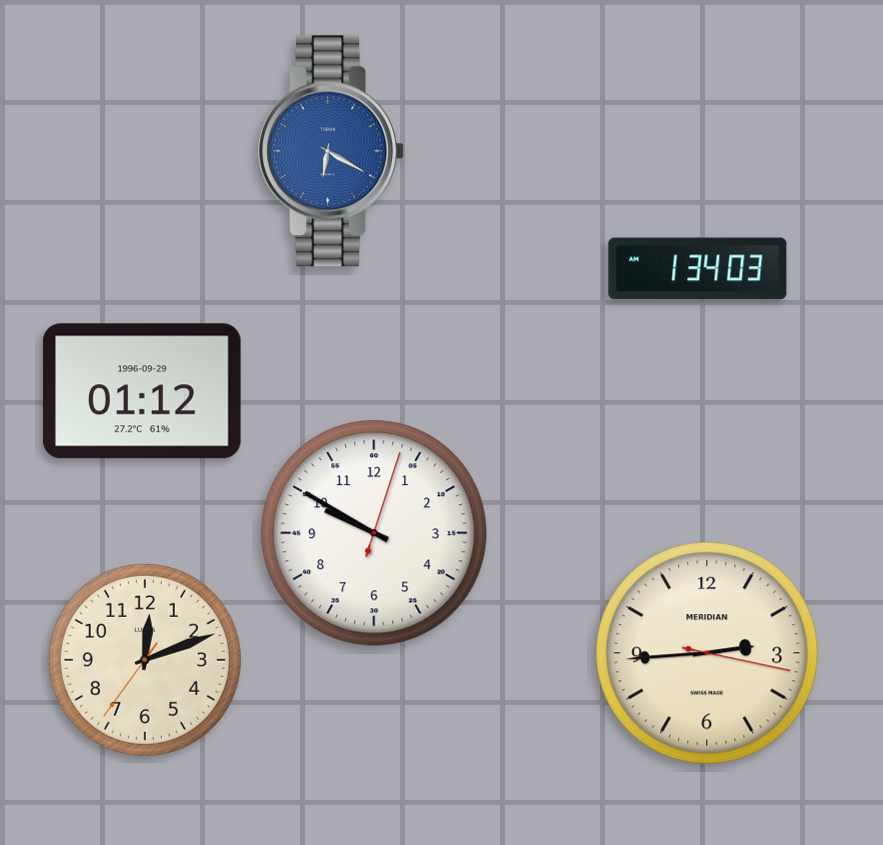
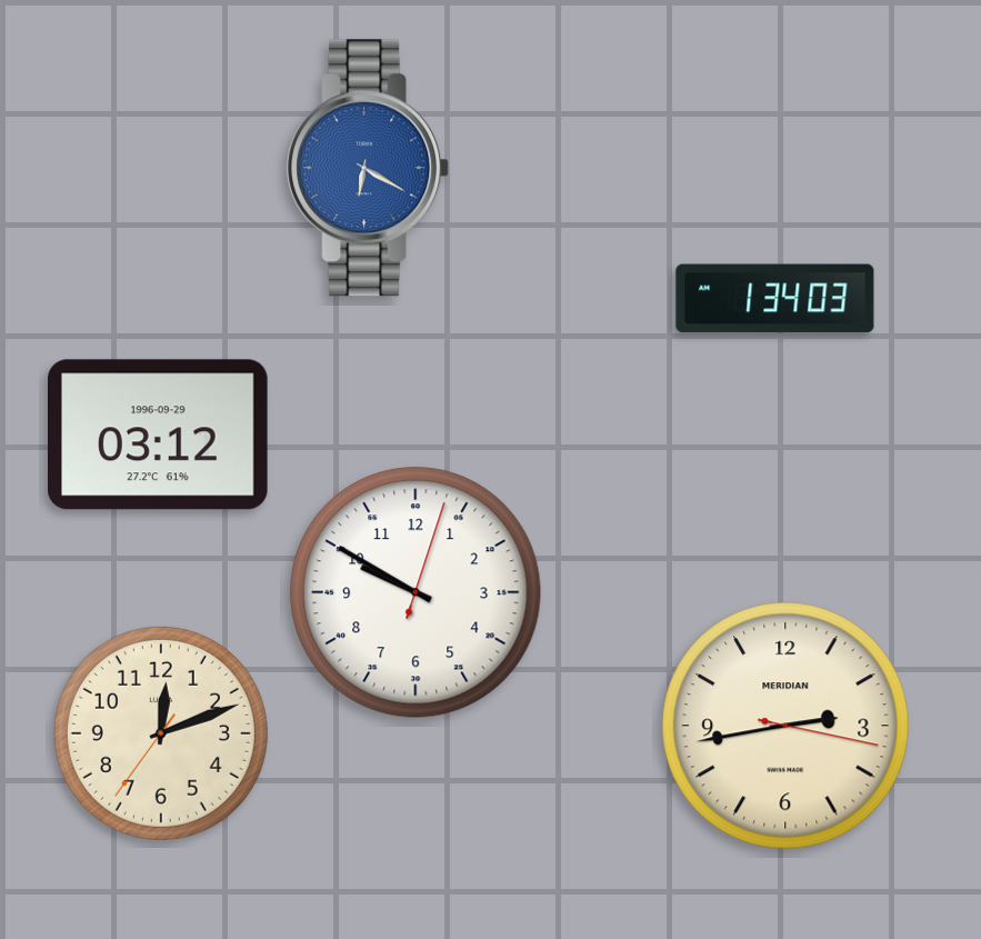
clock at (143, 391): 01:12 -> 03:12
clock at (707, 653): 2:44 -> 2:43
